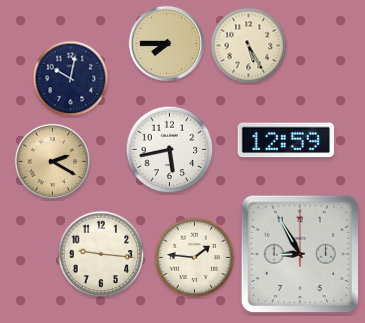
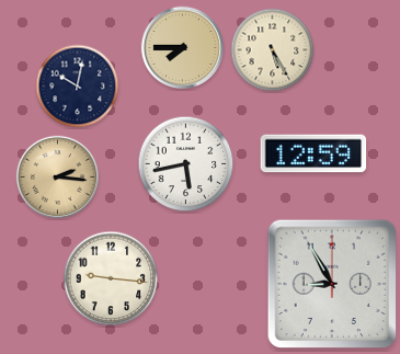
clock at (53, 162): 2:20 -> 2:16
clock at (299, 253) position: (299, 253) -> (331, 283)
clock at (195, 258): 1:46 -> none
